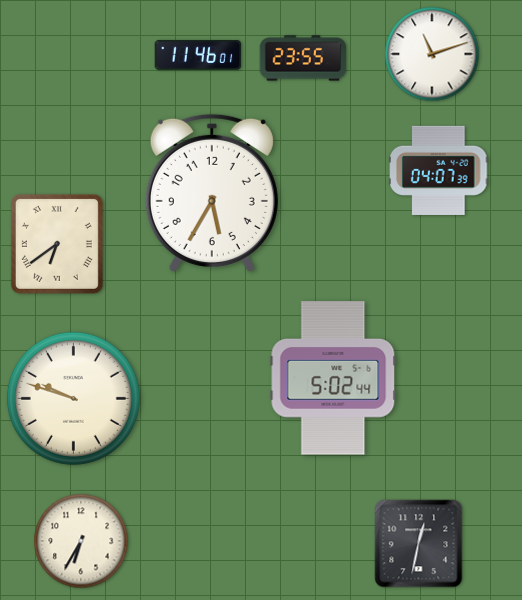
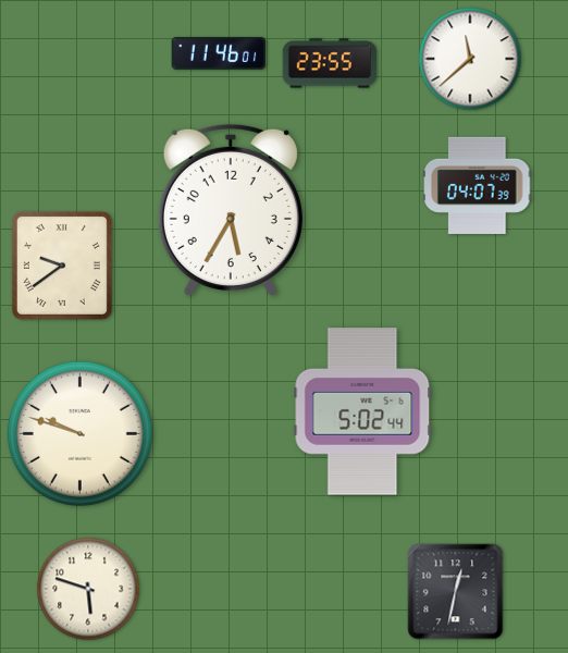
clock at (432, 54): 11:12 -> 11:38
clock at (198, 55) position: (198, 55) -> (219, 53)
clock at (57, 244): 6:39 -> 9:39
clock at (81, 541): 6:35 -> 5:48
